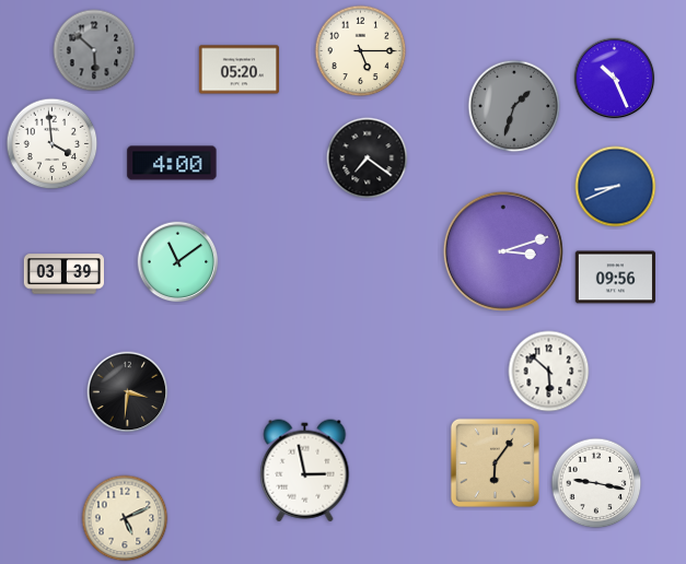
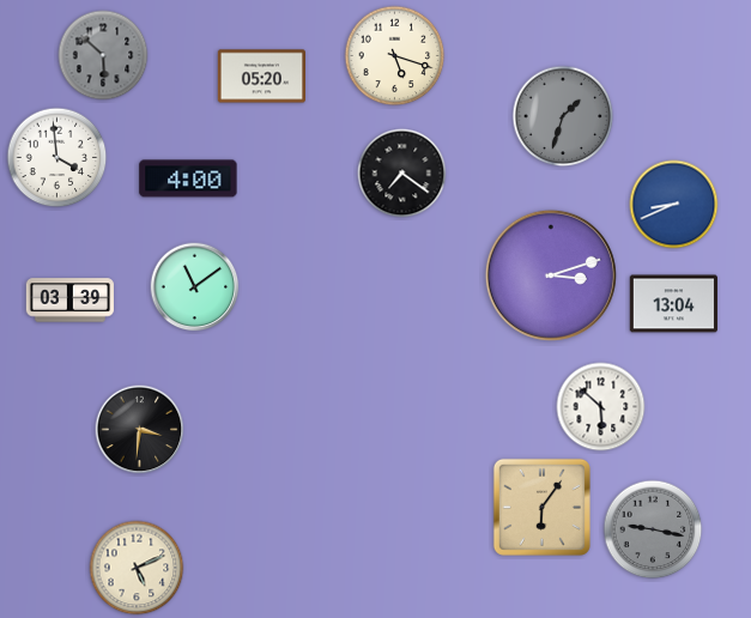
clock at (361, 51): 5:15 -> 5:18
clock at (615, 79): 10:26 -> none
clock at (615, 278): 09:56 -> 13:04
clock at (305, 471): 2:58 -> none
clock at (596, 483) dial: white -> grey
